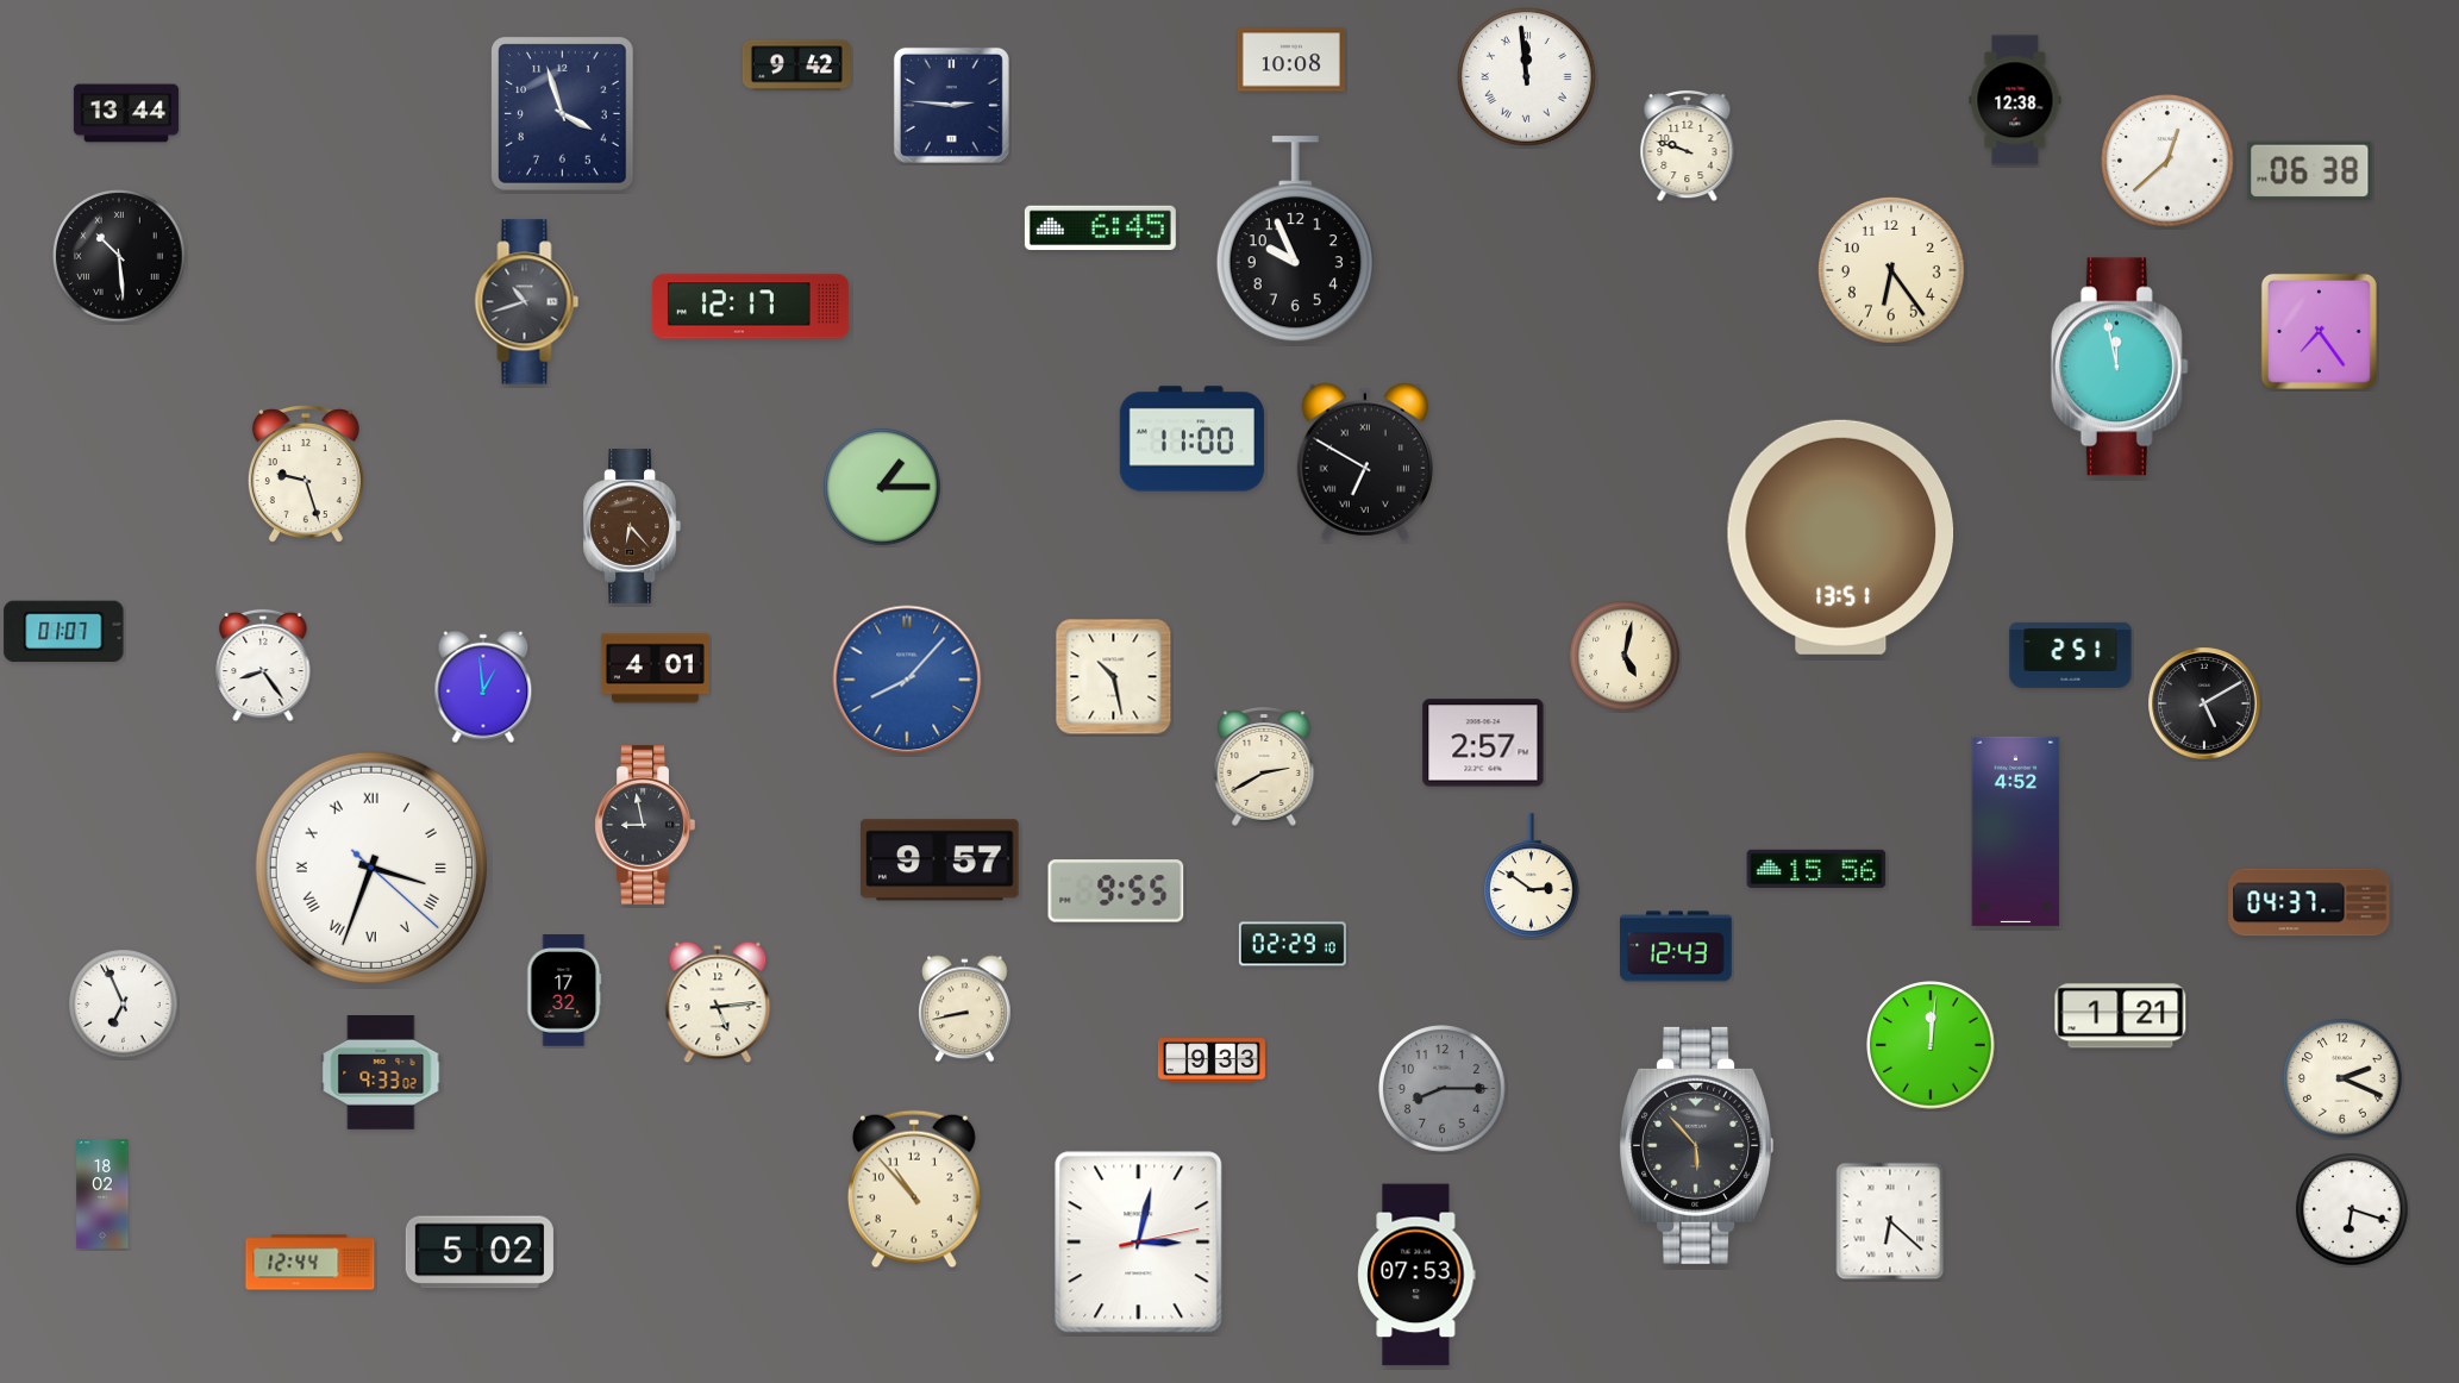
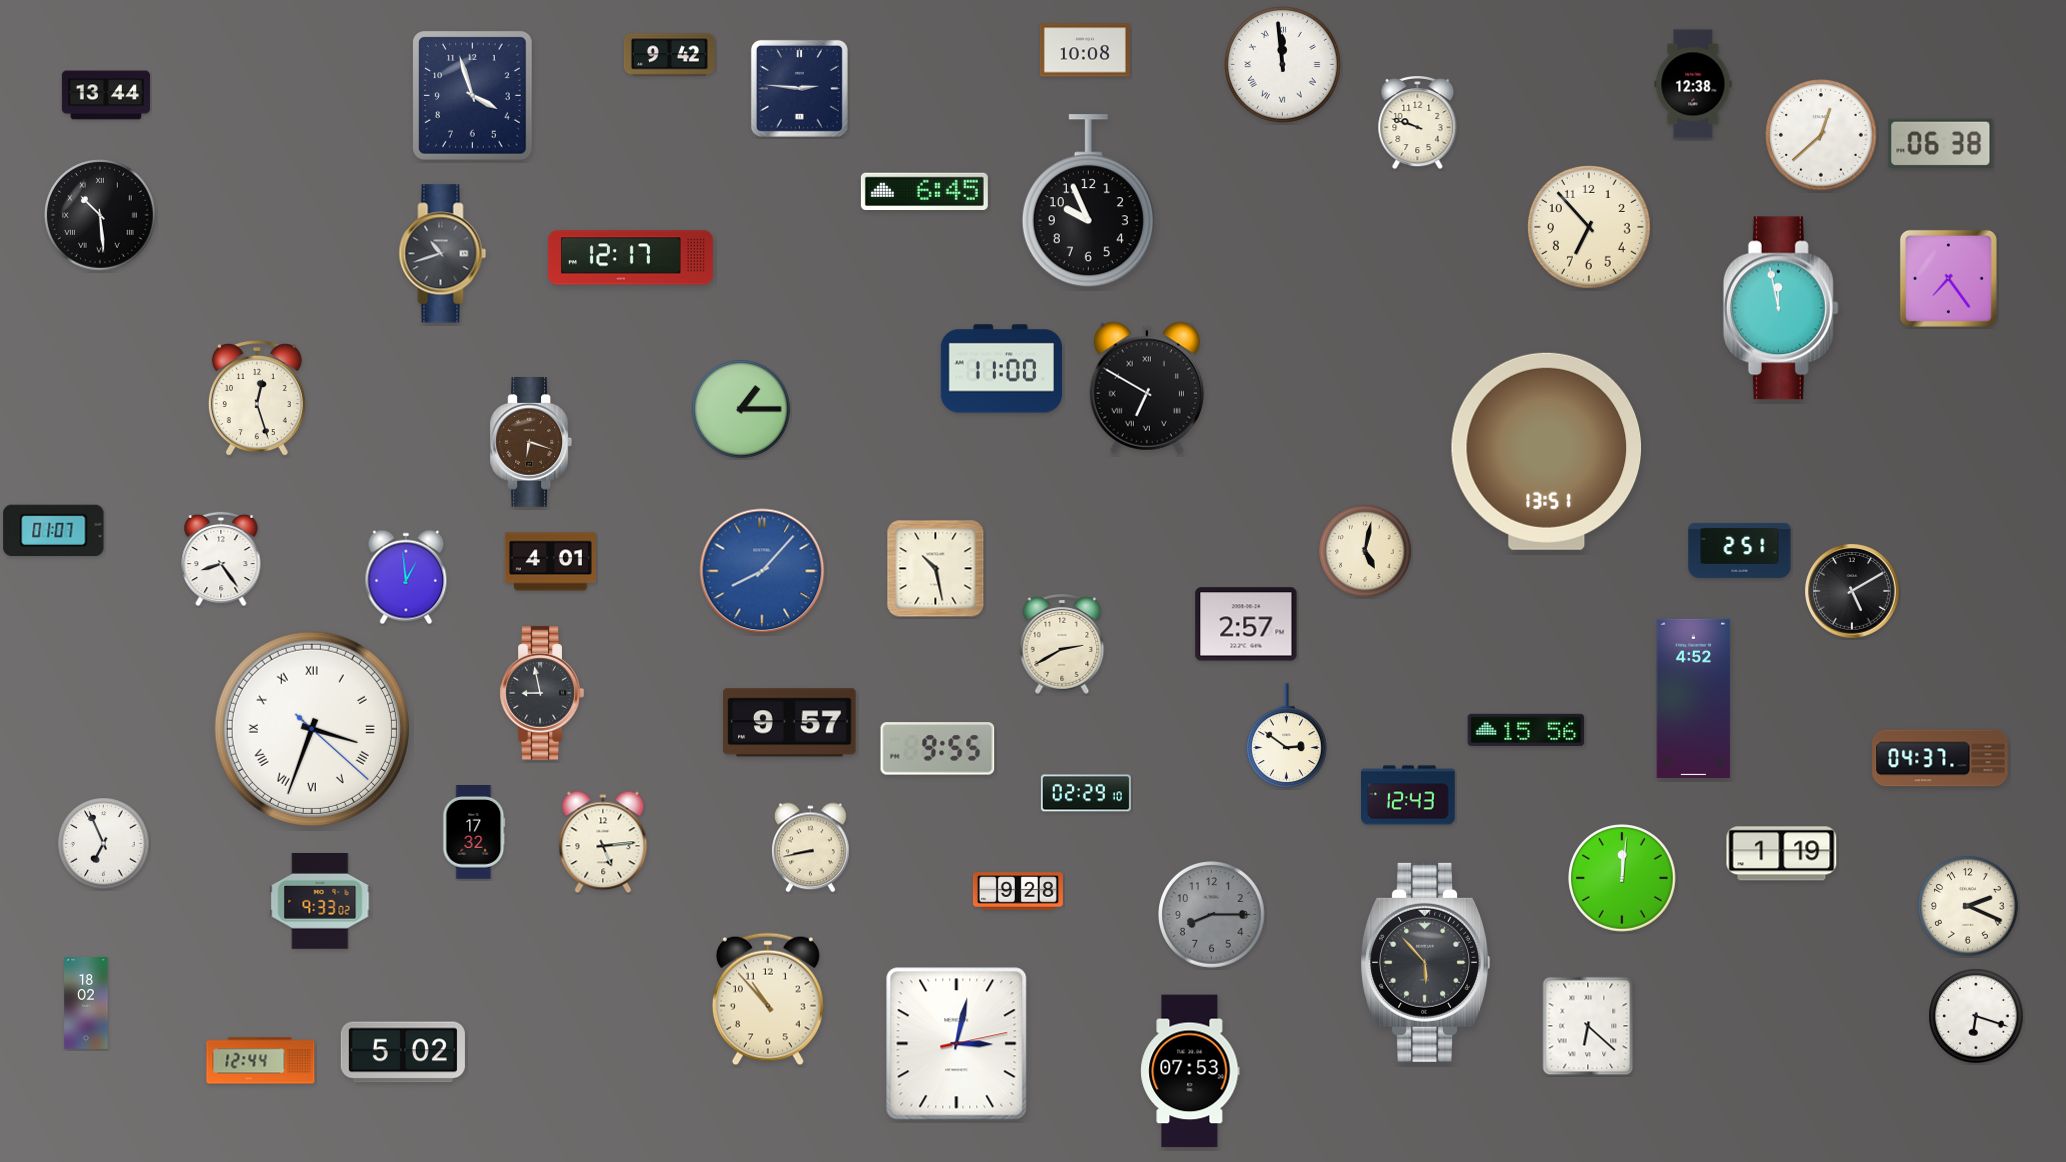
clock at (1891, 270): 6:24 -> 6:53
clock at (306, 474): 9:27 -> 12:27
clock at (632, 527): 6:23 -> 6:18
clock at (2121, 1016): 1:21 -> 1:19
clock at (1212, 1060): 9:33 -> 9:28
